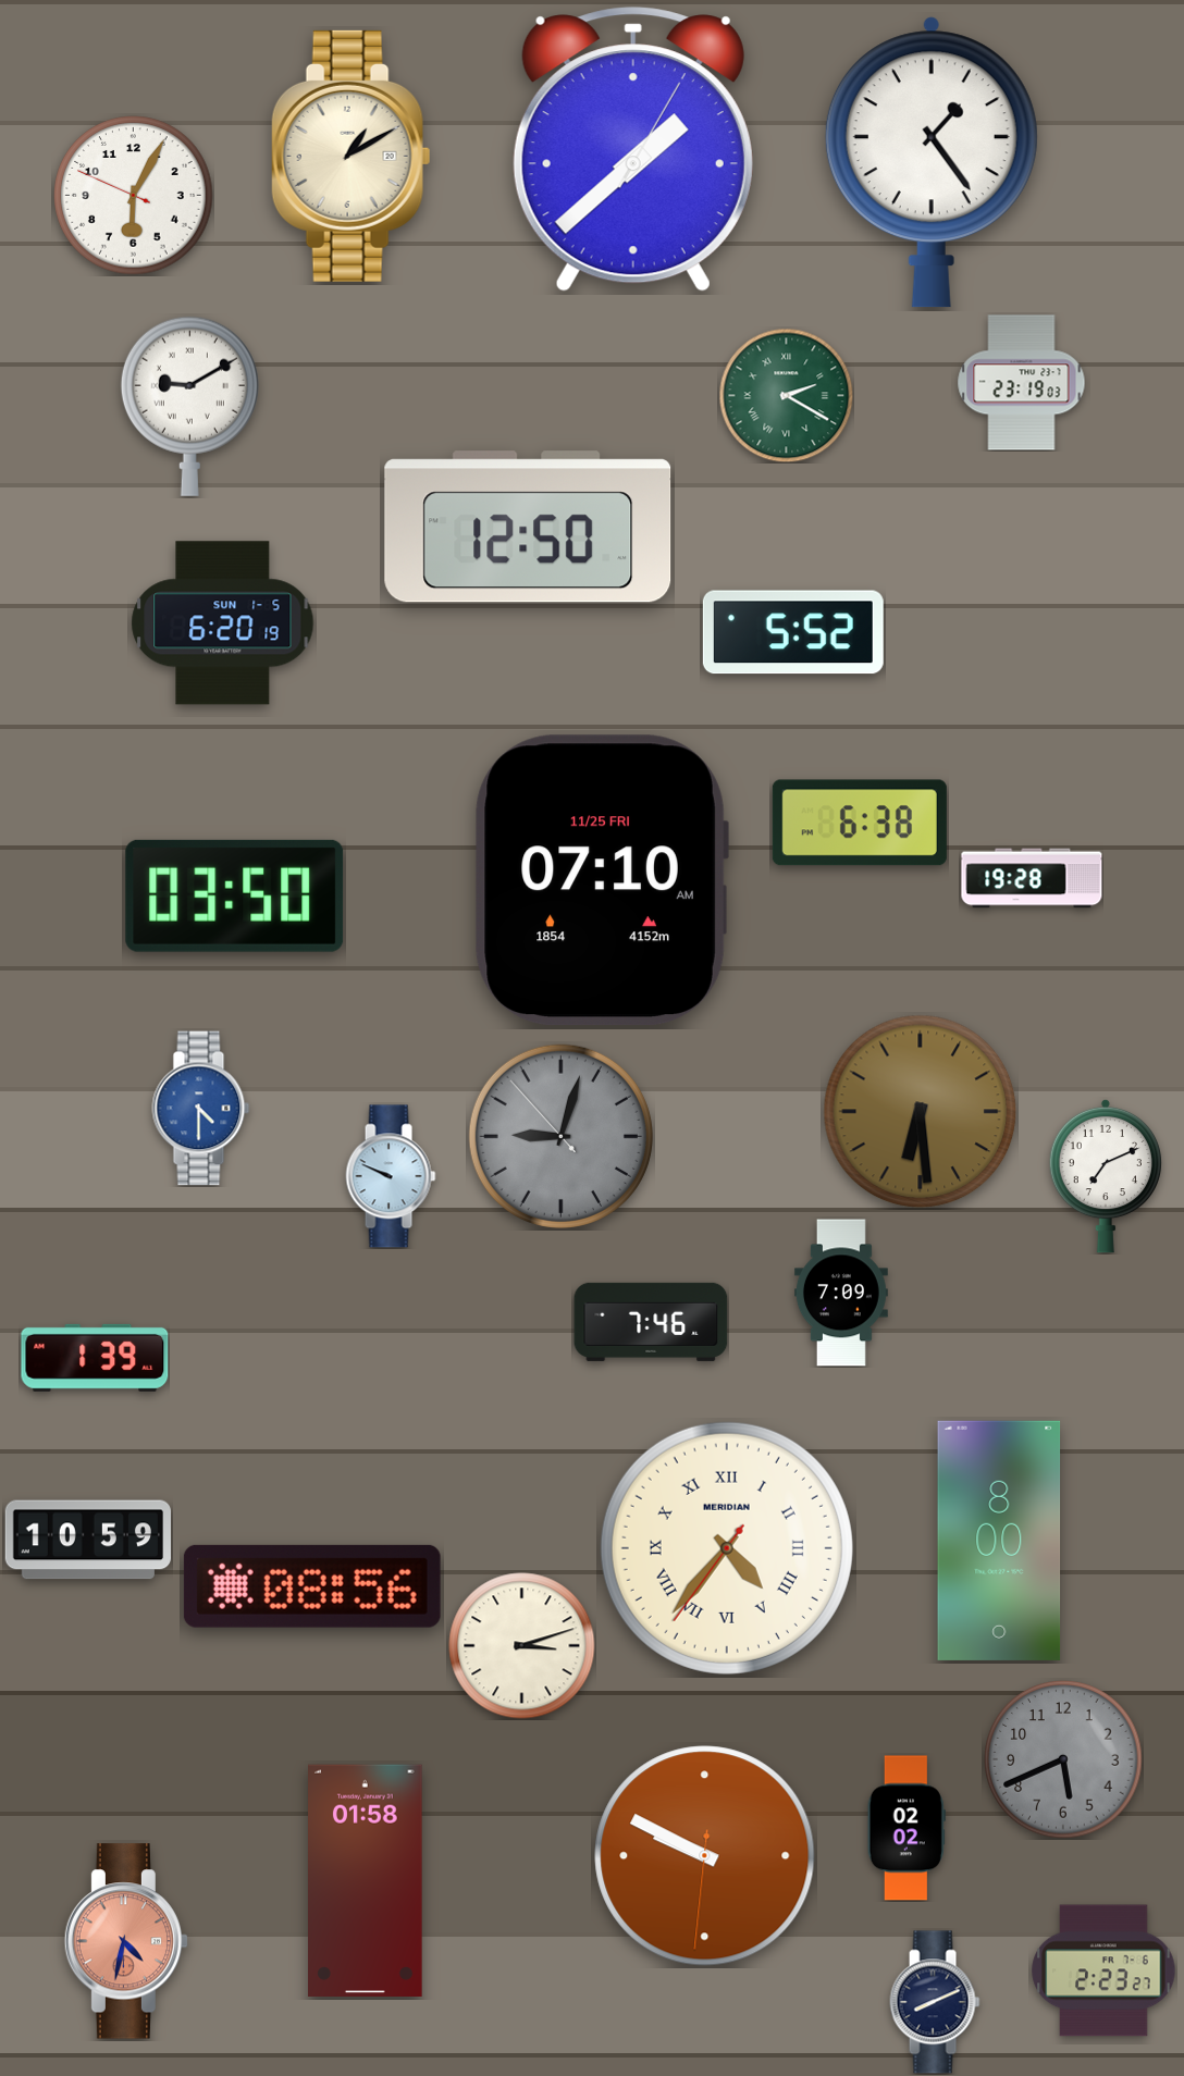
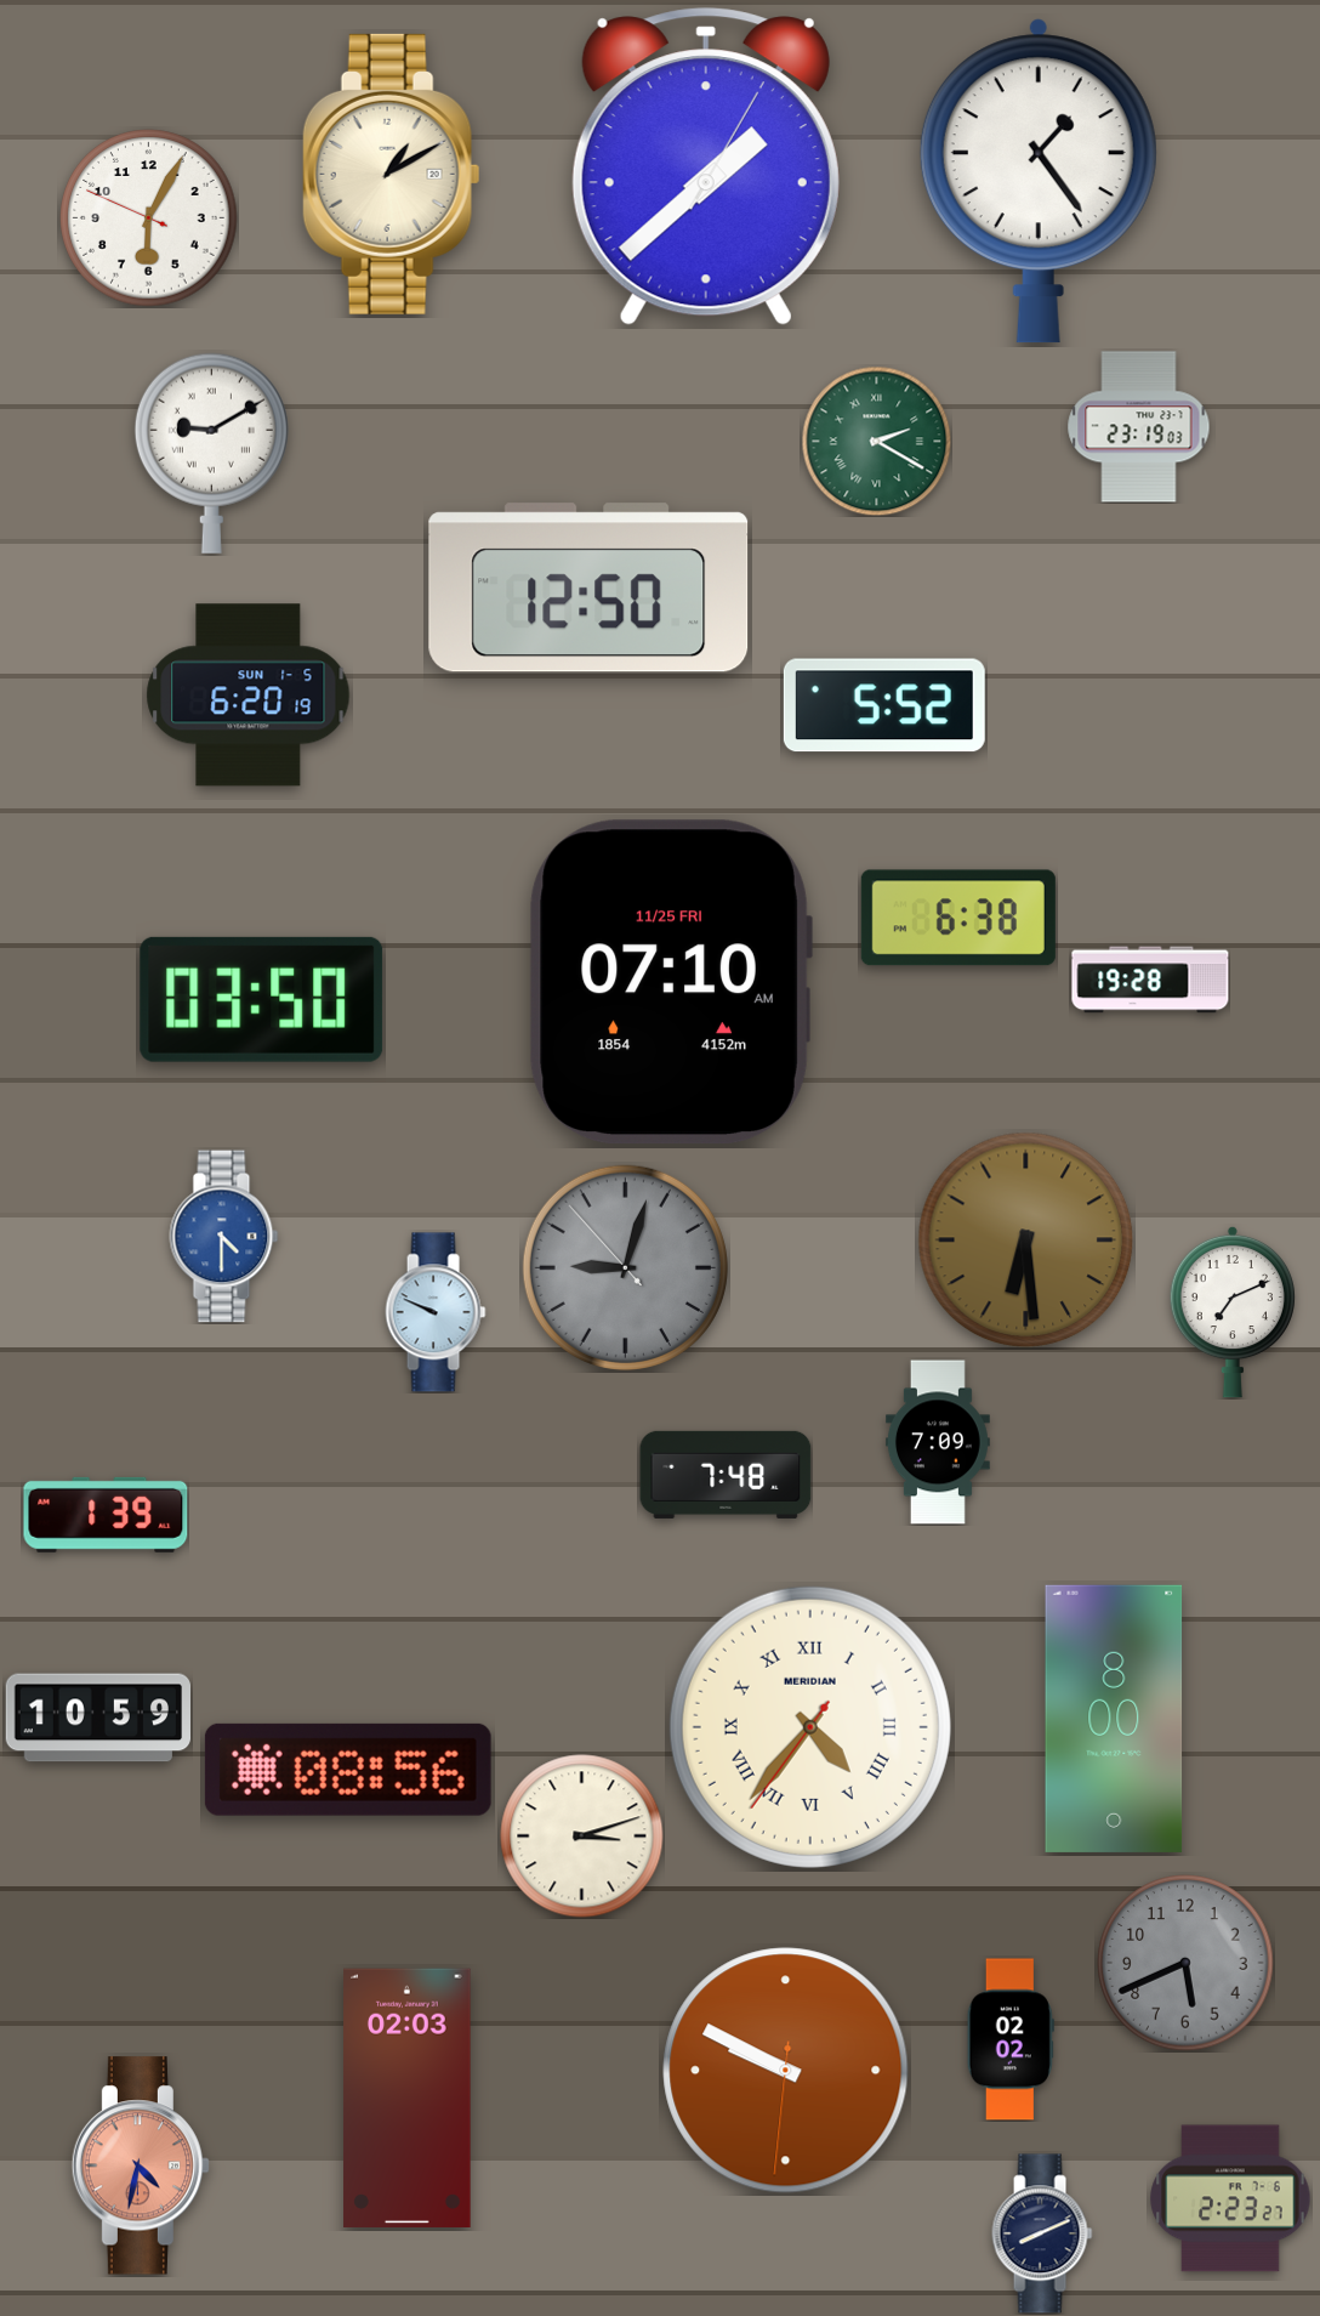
clock at (651, 1322): 7:46 -> 7:48
clock at (366, 1880): 01:58 -> 02:03
